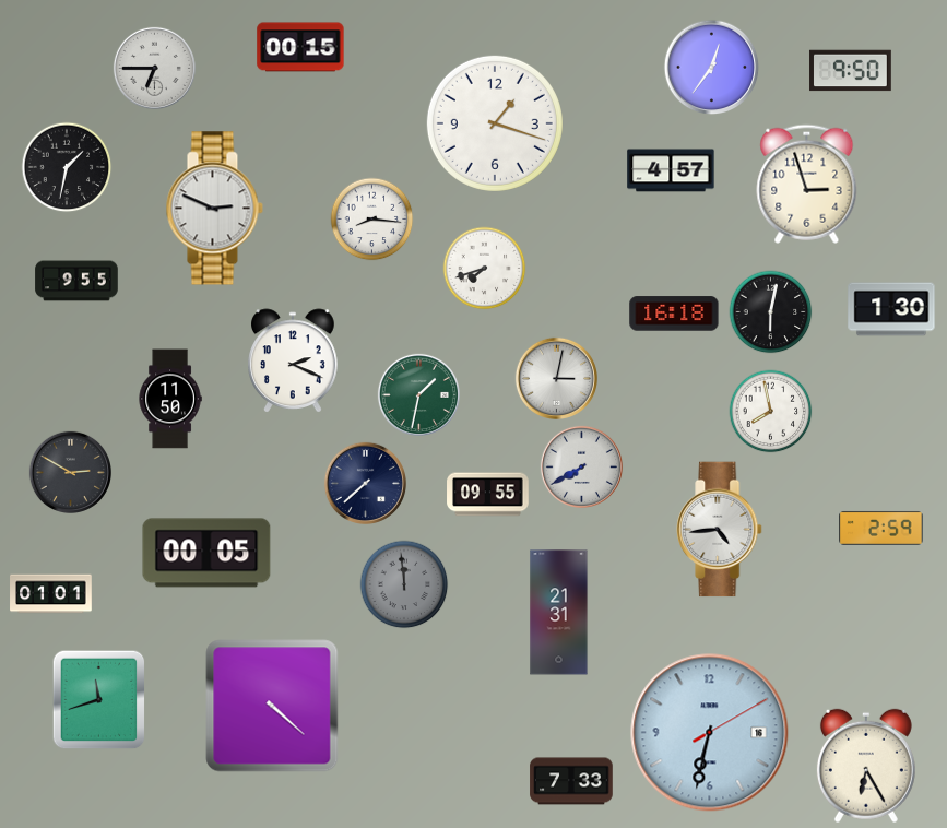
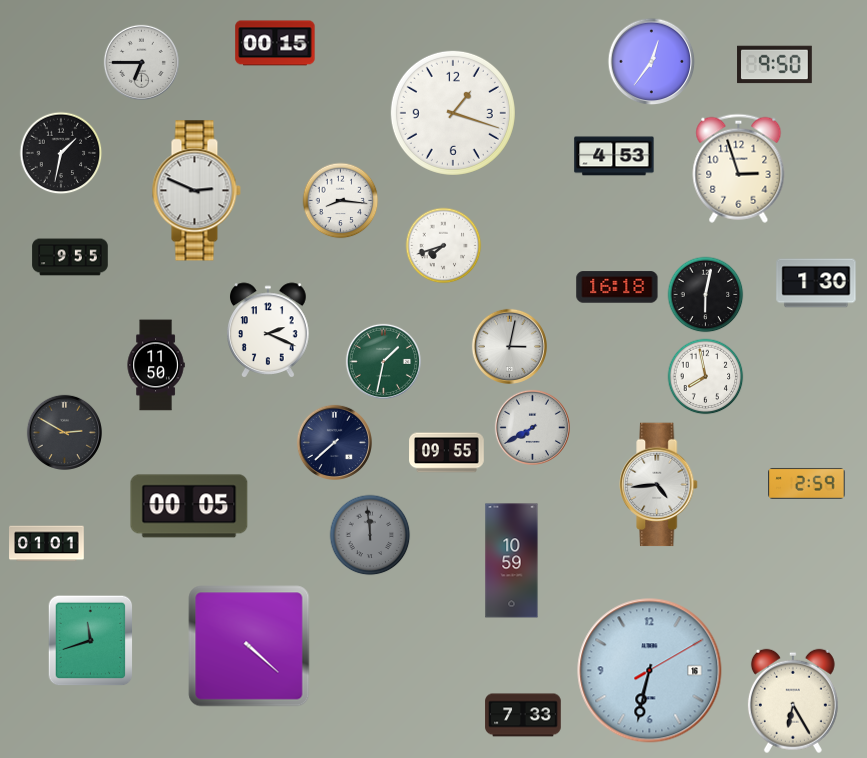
clock at (851, 71) position: (851, 71) -> (775, 65)
clock at (671, 170): 4:57 -> 4:53
clock at (771, 312) position: (771, 312) -> (706, 295)
clock at (559, 613): 21:31 -> 10:59
